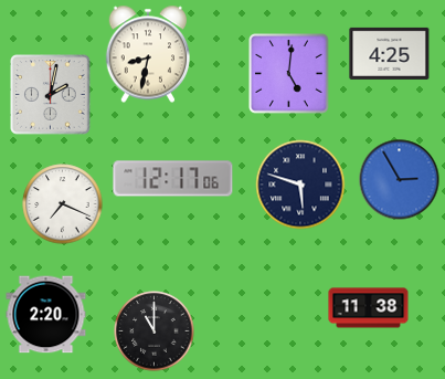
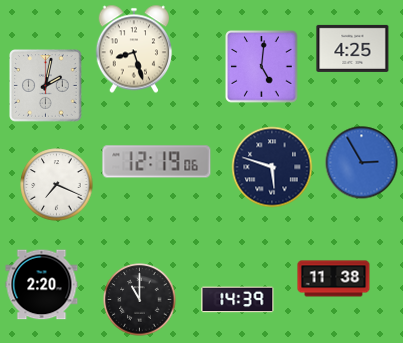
clock at (147, 54): 8:32 -> 8:27
clock at (173, 179): 12:17 -> 12:19
clock at (238, 300): none -> 14:39
